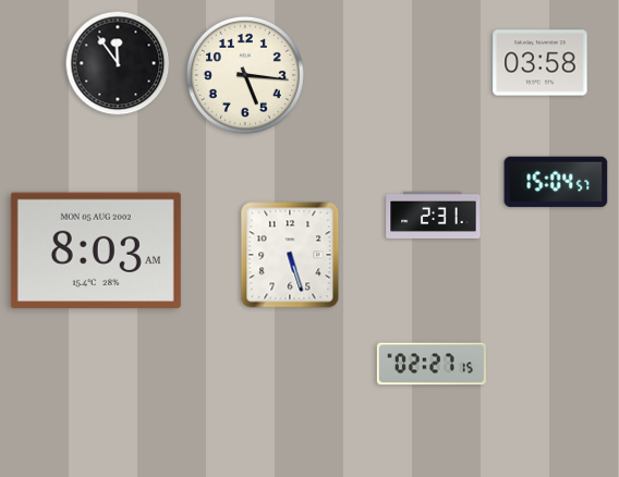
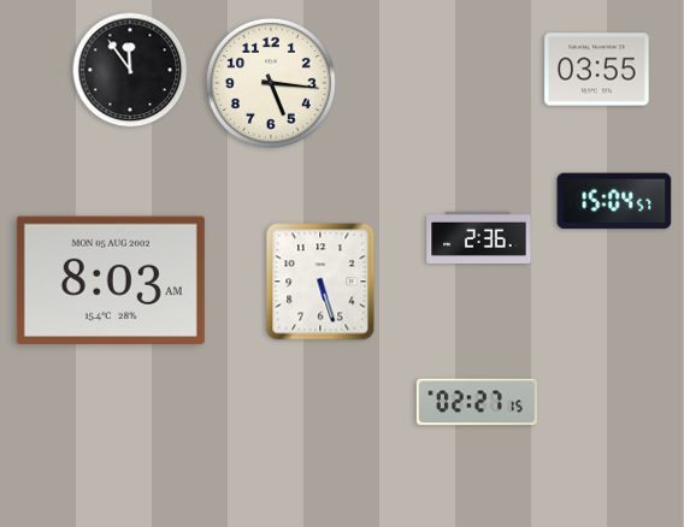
clock at (541, 63): 03:58 -> 03:55
clock at (434, 215): 2:31 -> 2:36
clock at (96, 250) position: (96, 250) -> (111, 280)
